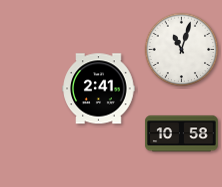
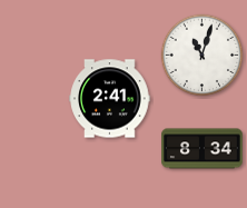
clock at (182, 134): 10:58 -> 8:34
